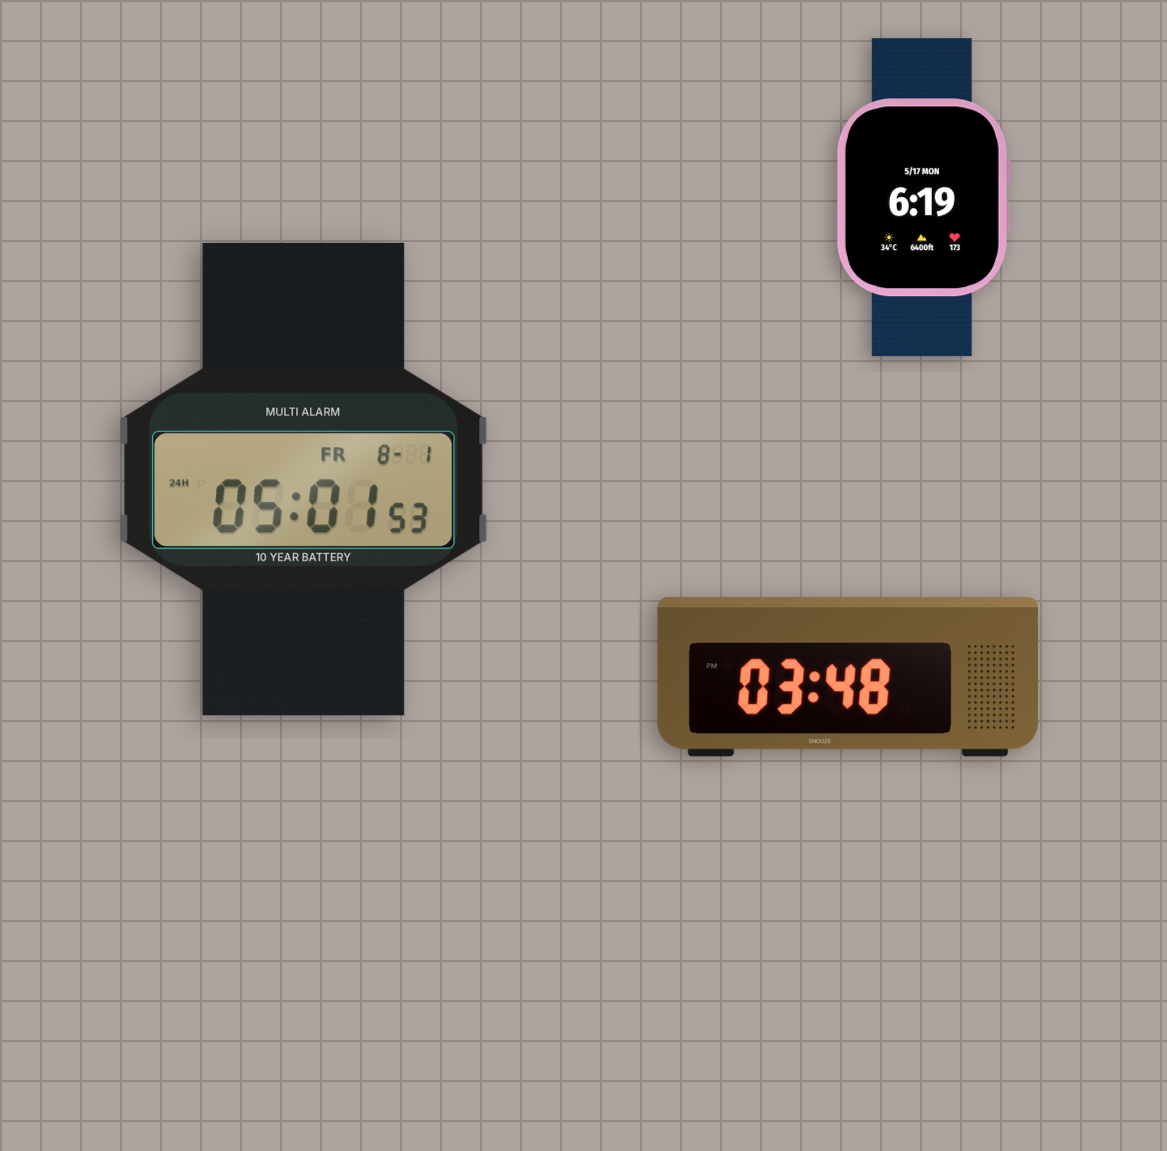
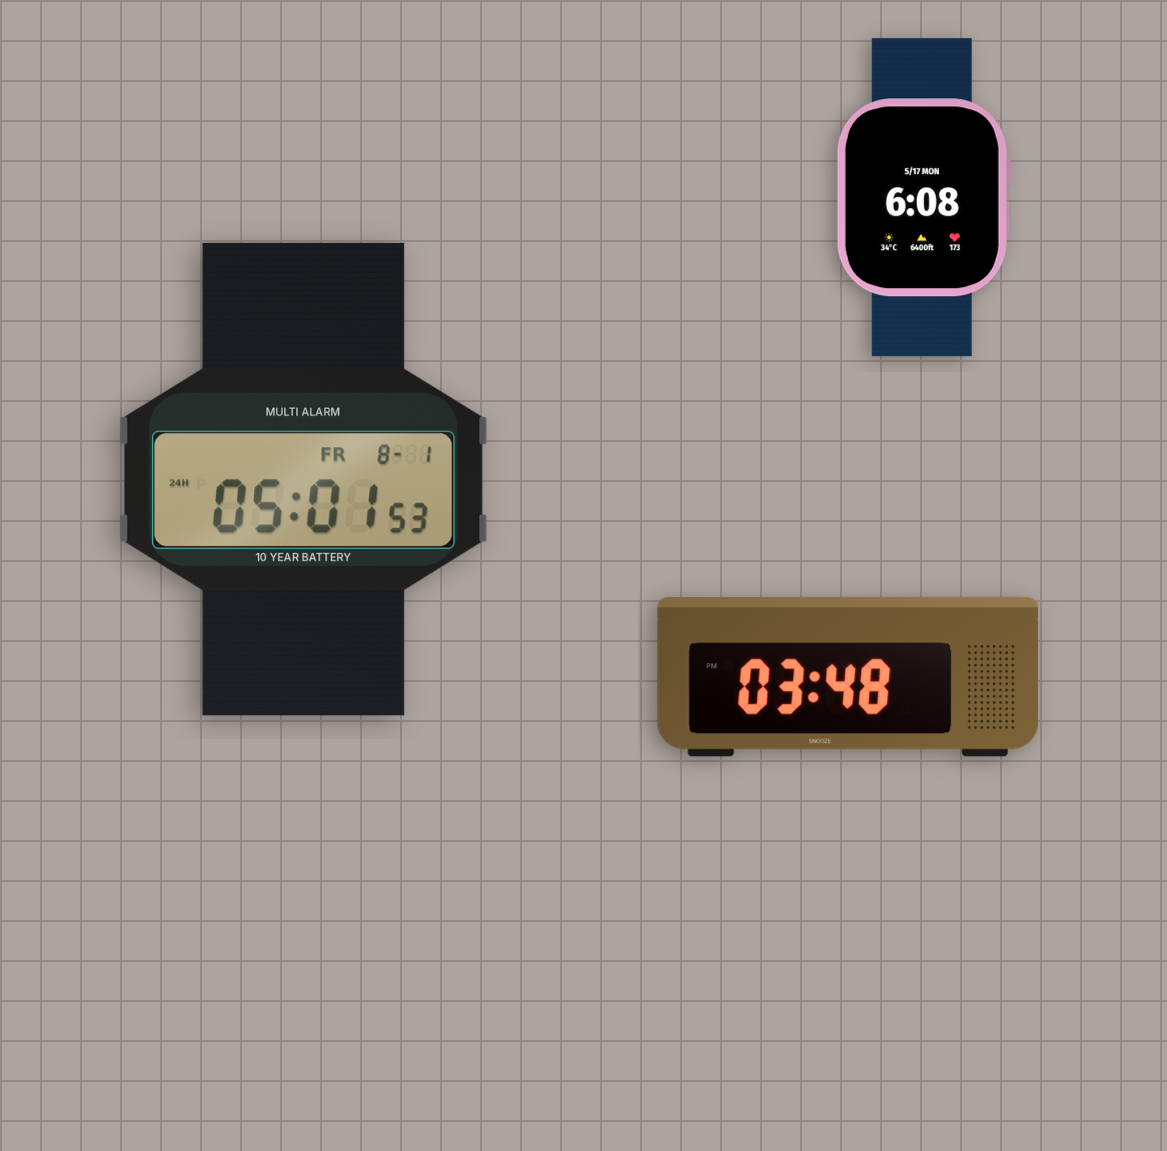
clock at (923, 198): 6:19 -> 6:08
